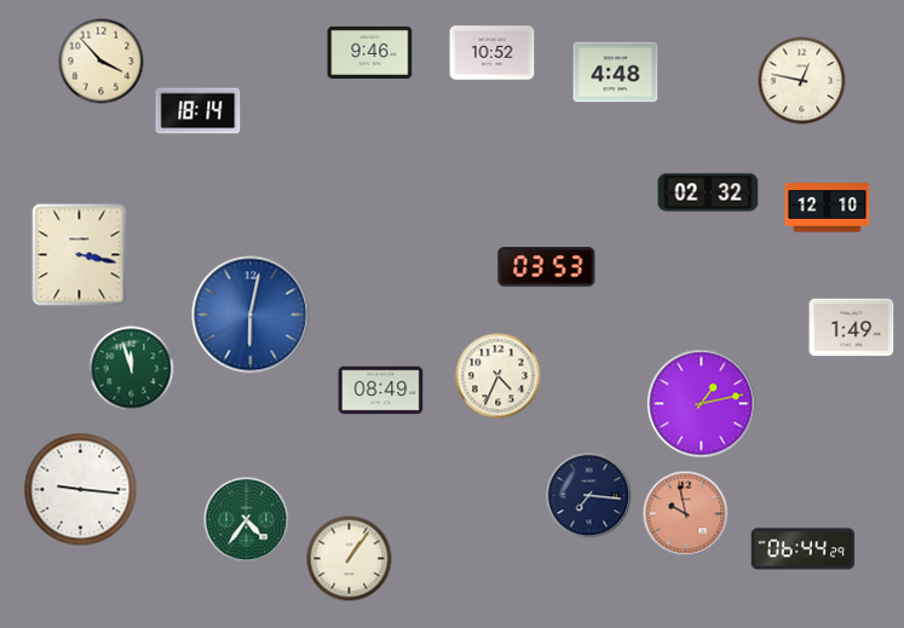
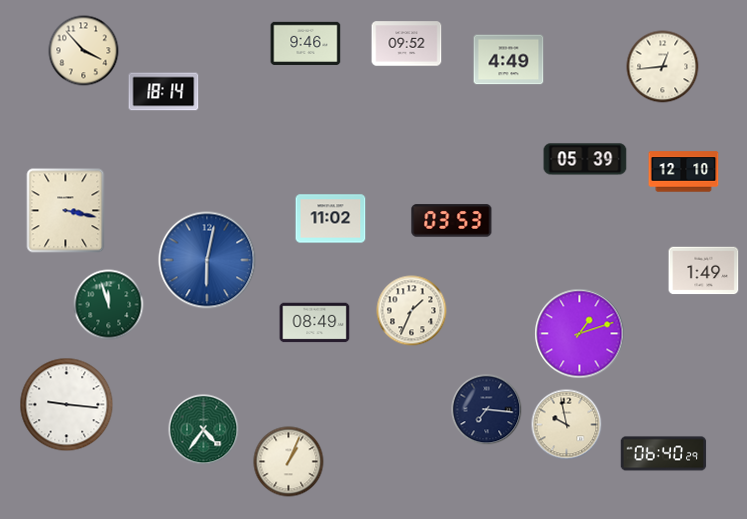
clock at (493, 53): 10:52 -> 09:52
clock at (616, 73): 4:48 -> 4:49
clock at (802, 81): 12:47 -> 12:44
clock at (708, 192): 02:32 -> 05:39
clock at (331, 219): none -> 11:02
clock at (499, 376): 4:34 -> 1:34
clock at (702, 404): 1:13 -> 1:12
clock at (686, 514) dial: salmon -> cream
clock at (804, 549): 06:44 -> 06:40
clock at (350, 559): 1:06 -> 1:04
